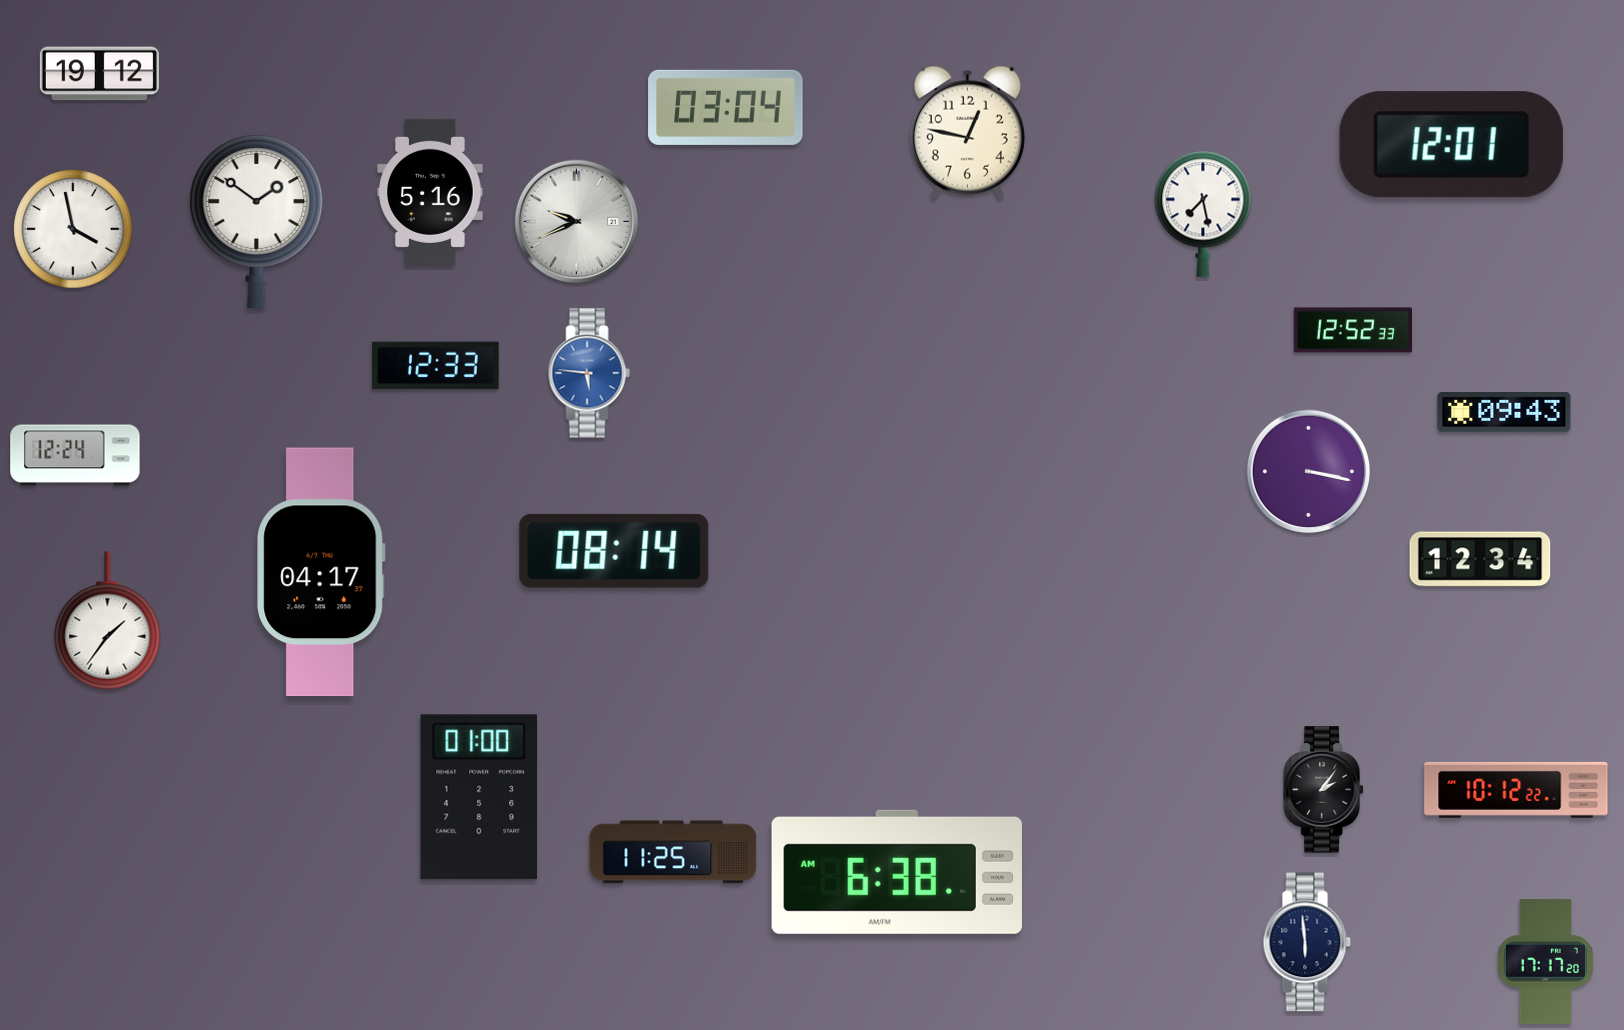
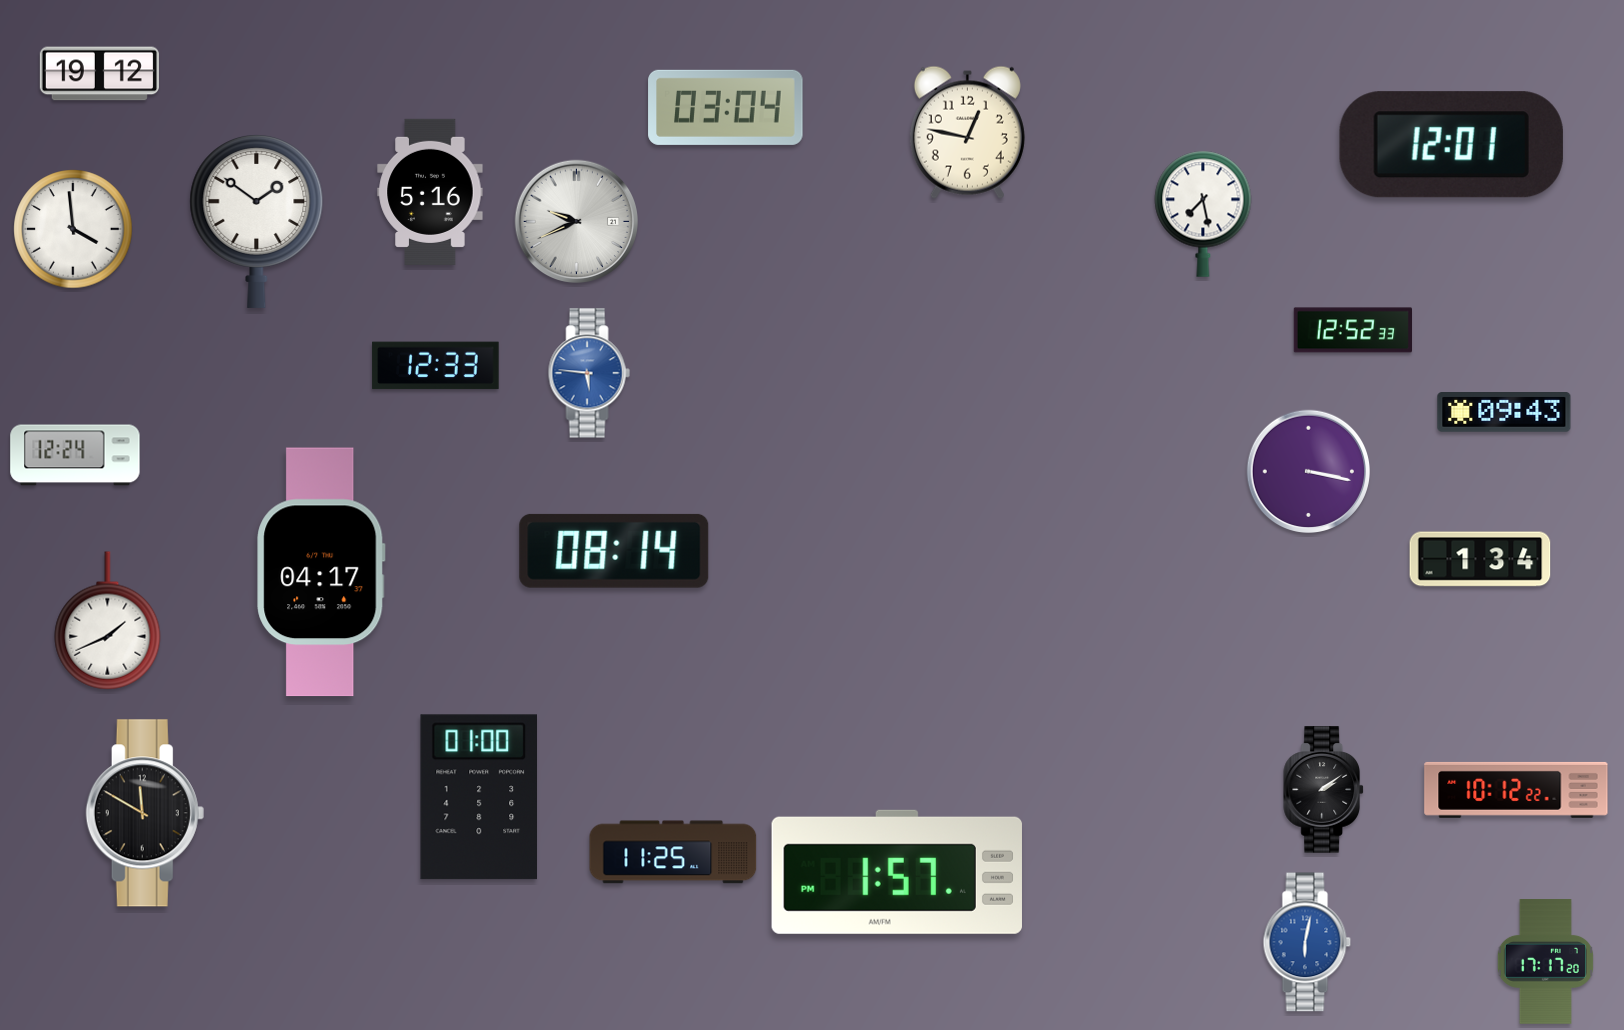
clock at (73, 229): 3:58 -> 3:59
clock at (1480, 559): 12:34 -> 1:34
clock at (108, 621): 1:36 -> 1:41
clock at (1323, 790): 2:06 -> 2:09
clock at (145, 813): none -> 11:50
clock at (897, 872): 6:38 -> 1:57
clock at (1307, 942): 5:59 -> 6:02
clock at (1307, 942) dial: navy -> blue
